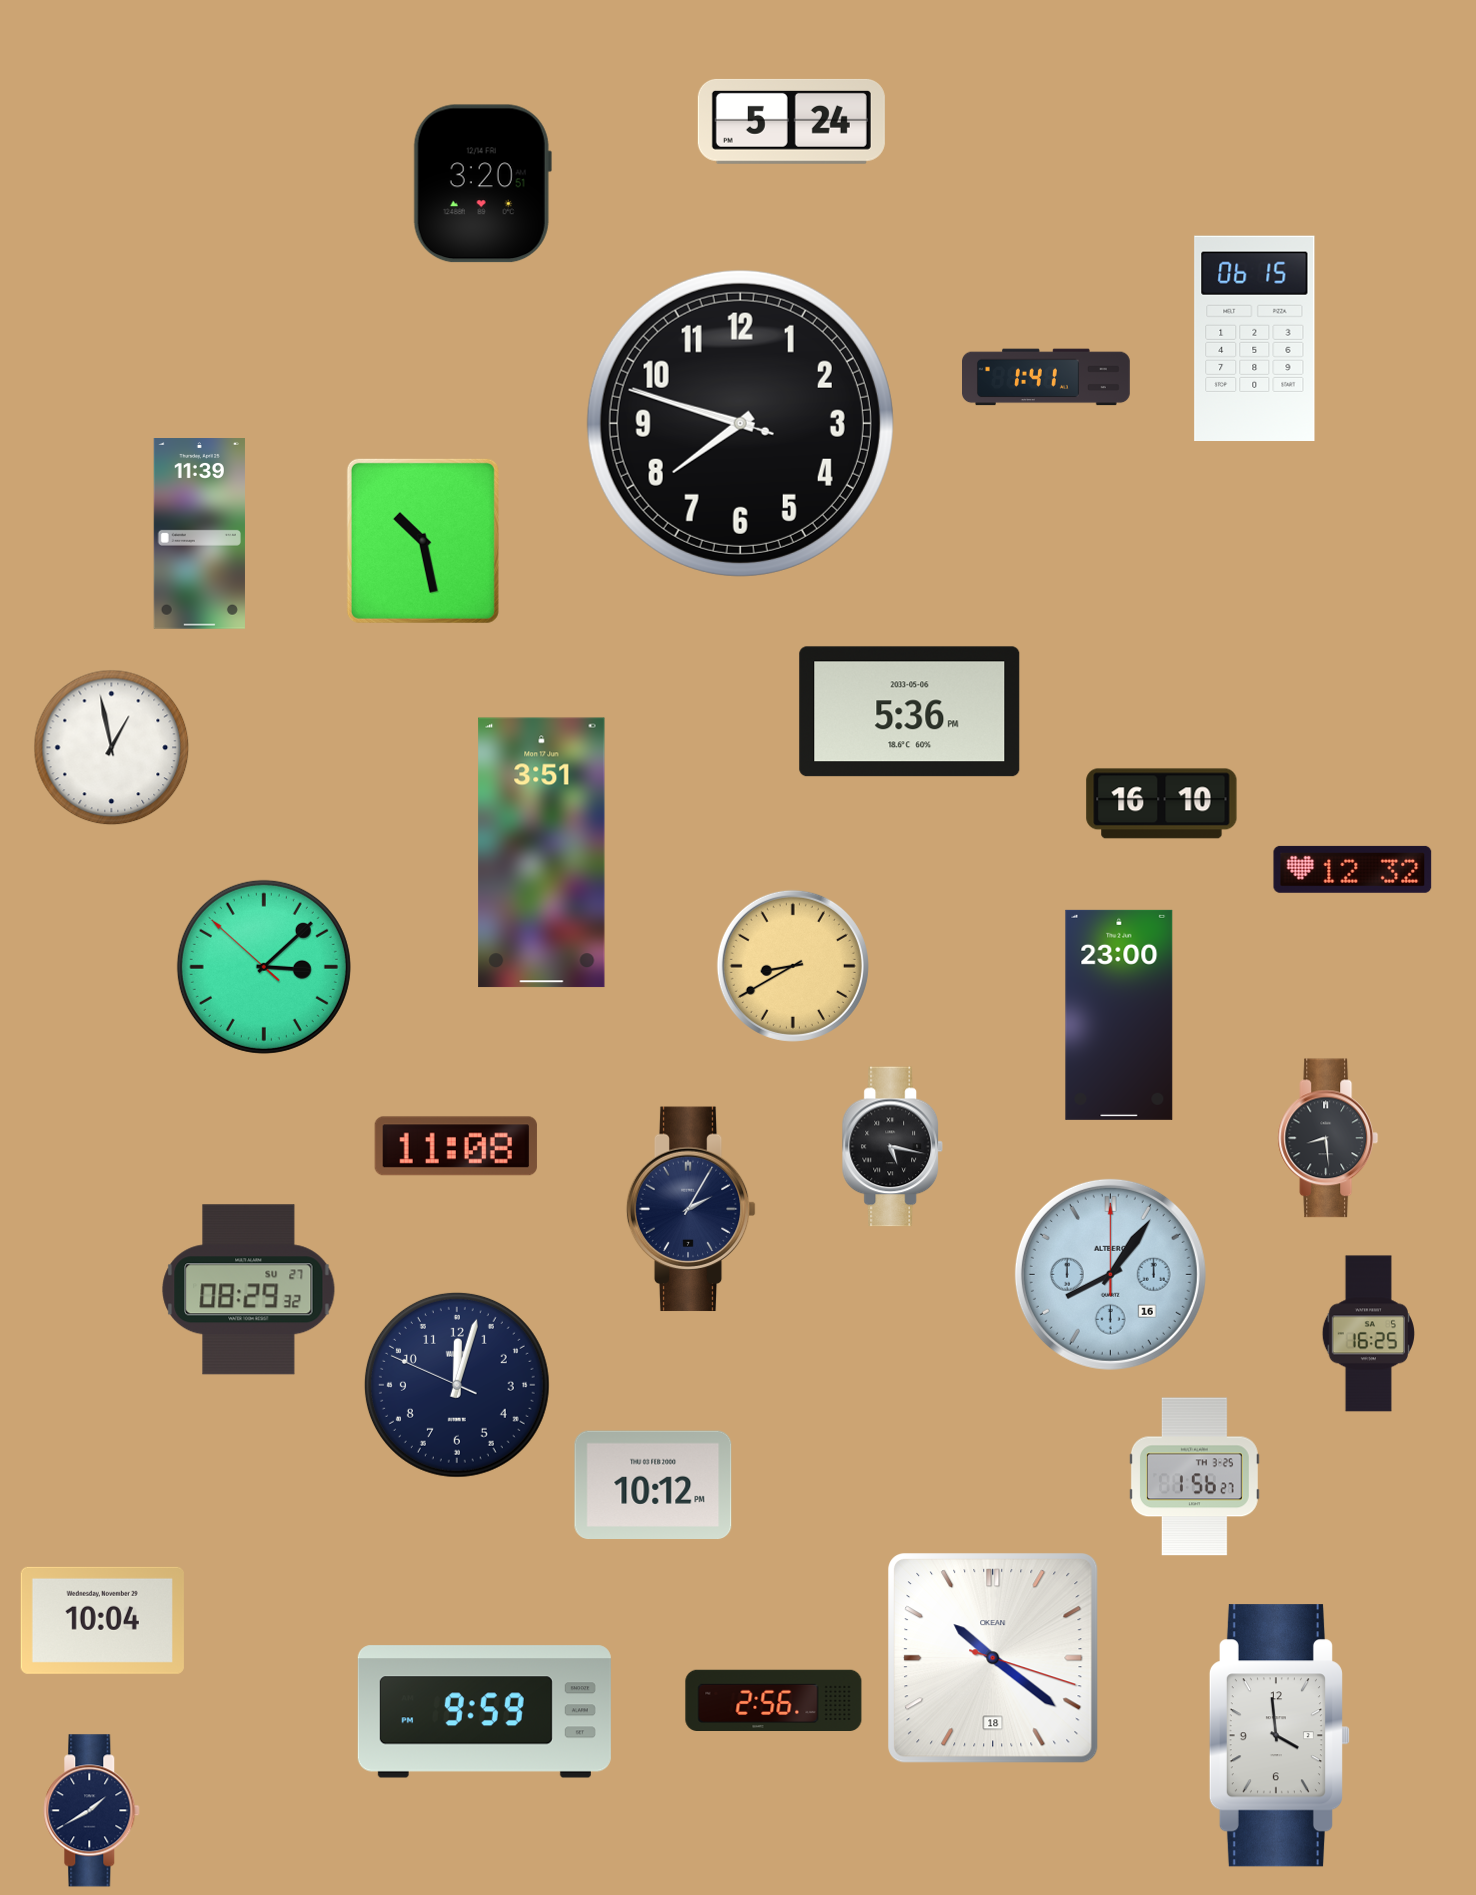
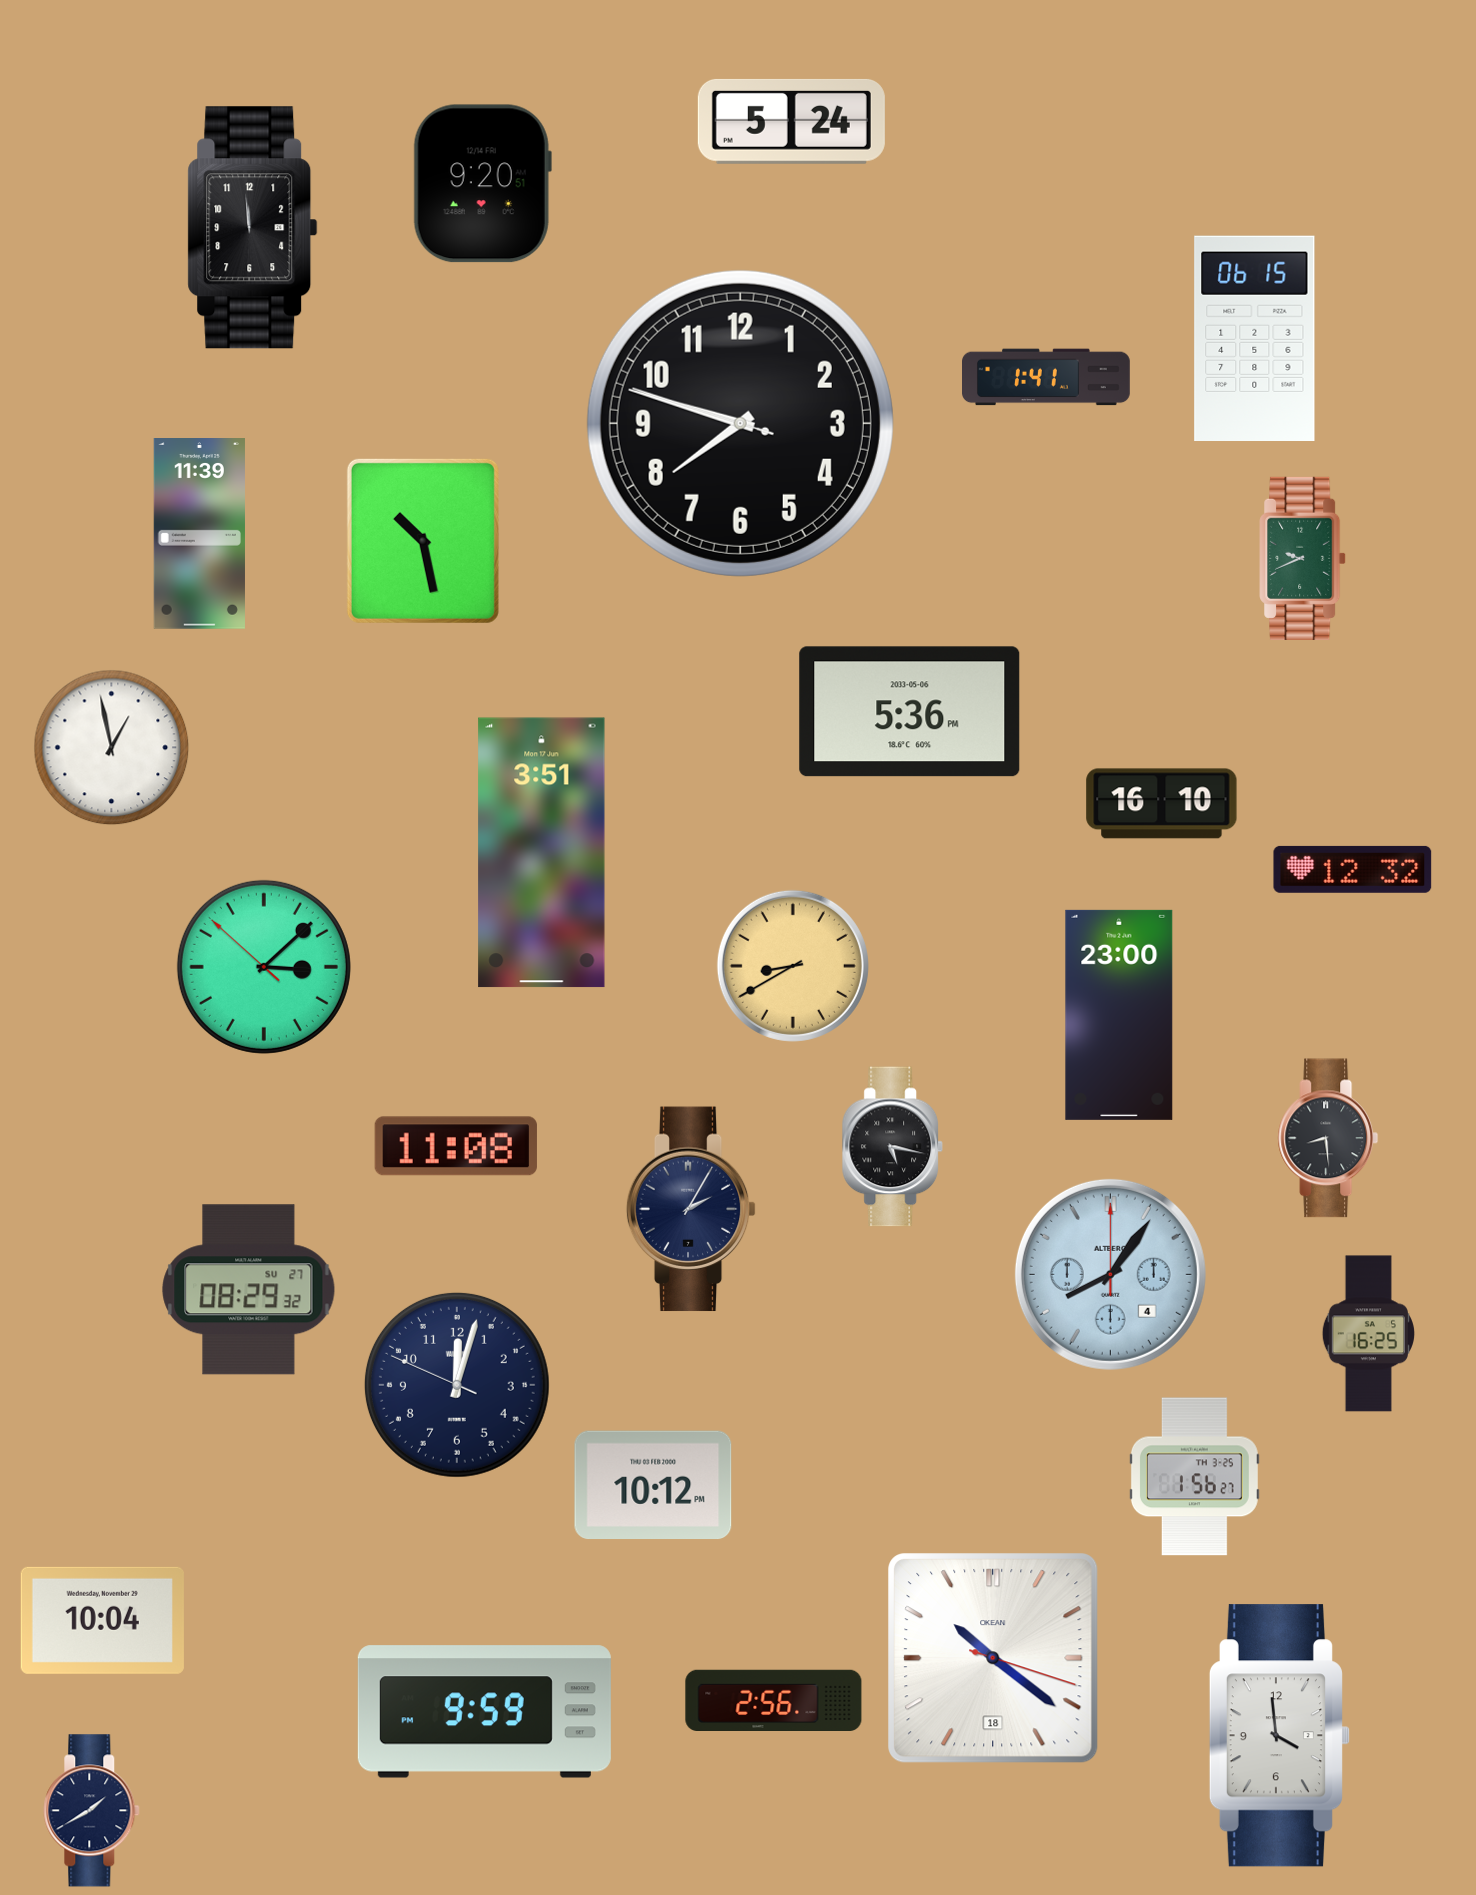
clock at (482, 184): 3:20 -> 9:20
clock at (253, 228): none -> 11:59
clock at (1303, 558): none -> 9:41
clock at (1110, 1274) date: 16 -> 4
